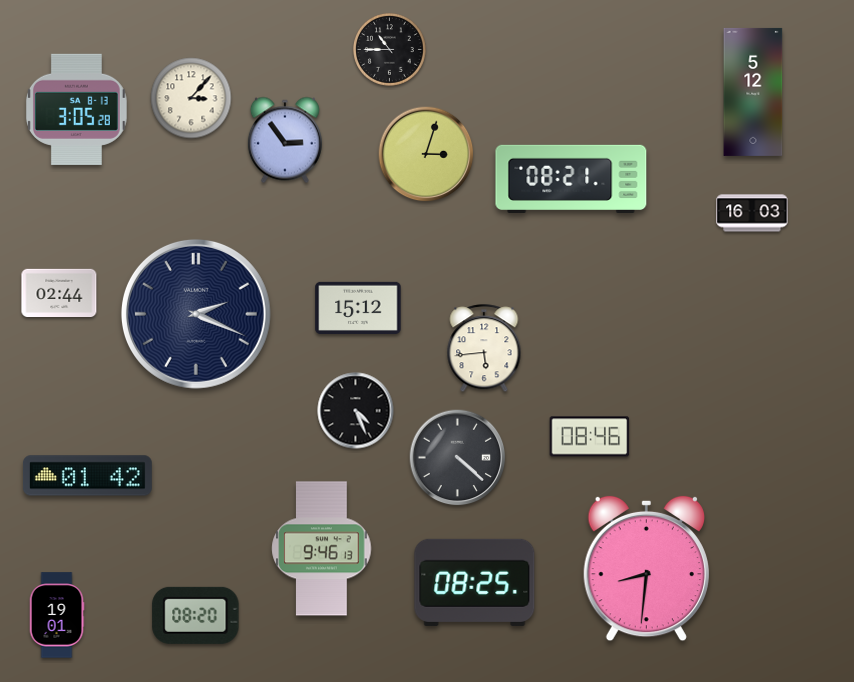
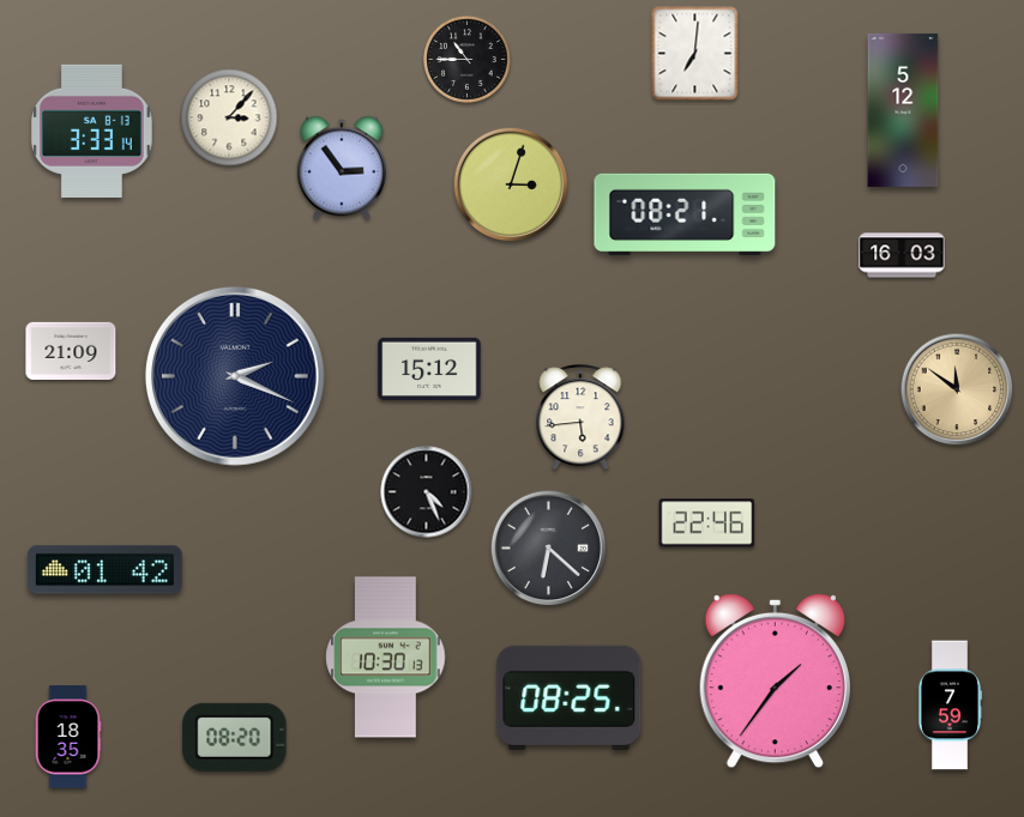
clock at (695, 54): none -> 7:01
clock at (76, 109): 3:05 -> 3:33
clock at (59, 292): 02:44 -> 21:09
clock at (957, 389): none -> 11:51
clock at (590, 437): 08:46 -> 22:46
clock at (458, 458): 4:22 -> 6:22
clock at (322, 549): 9:46 -> 10:30
clock at (646, 569): 8:31 -> 1:36
clock at (950, 706): none -> 7:59
clock at (57, 615): 19:01 -> 18:35
